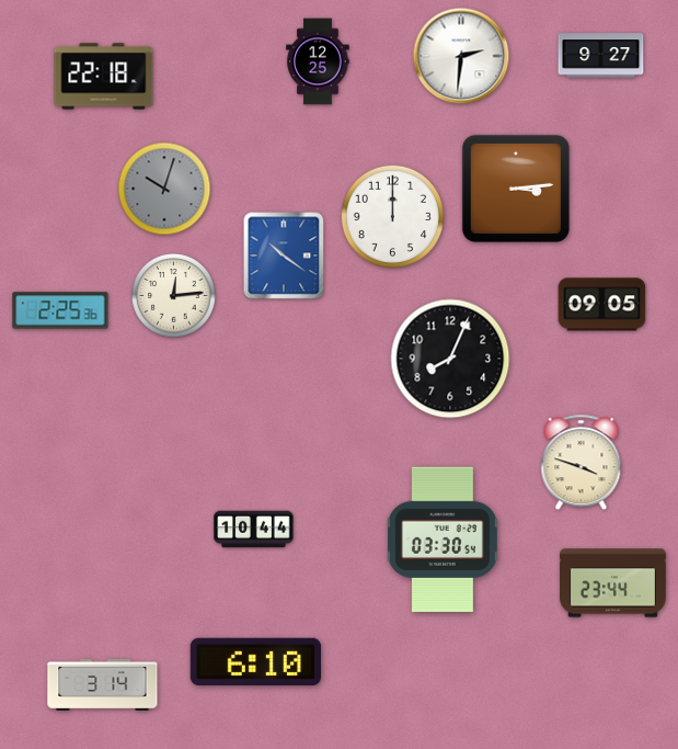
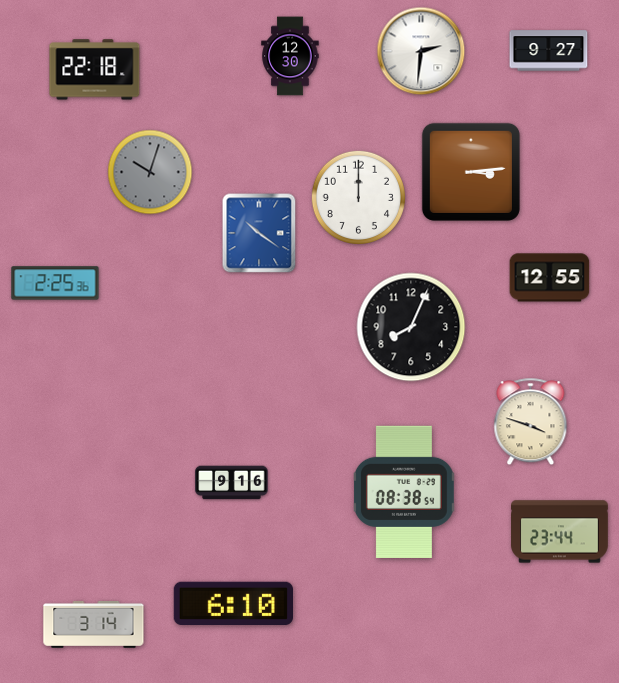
clock at (318, 61): 12:25 -> 12:30
clock at (174, 296): 12:14 -> none
clock at (602, 305): 09:05 -> 12:55
clock at (254, 530): 10:44 -> 9:16
clock at (443, 540): 03:30 -> 08:38
